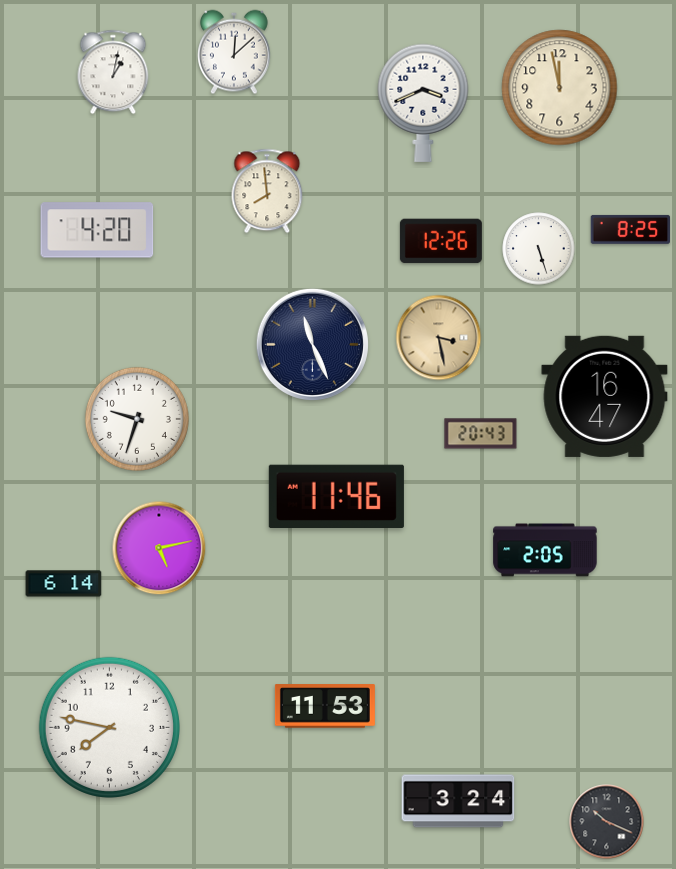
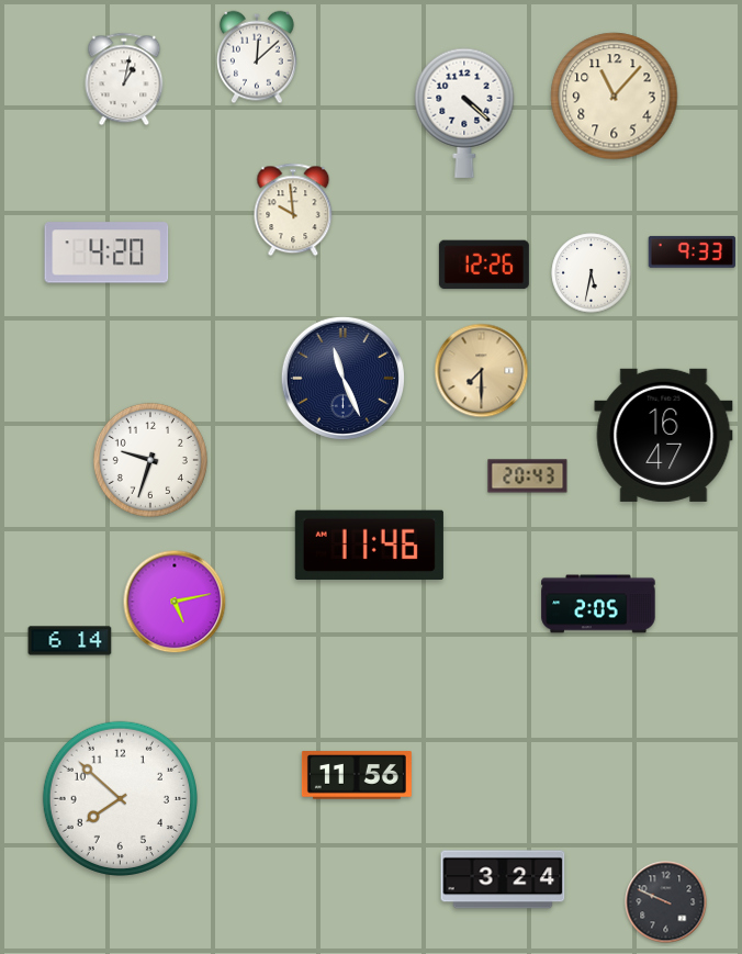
clock at (560, 88): 11:58 -> 11:07
clock at (423, 103): 3:41 -> 4:22
clock at (267, 191): 7:59 -> 9:59
clock at (630, 229): 8:25 -> 9:33
clock at (539, 249): 5:27 -> 5:32
clock at (439, 338): 3:28 -> 7:30
clock at (325, 706): 11:53 -> 11:56
clock at (109, 727): 7:47 -> 7:52
clock at (607, 822): 10:19 -> 9:49
